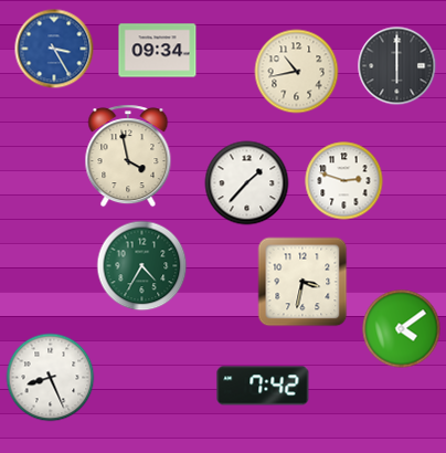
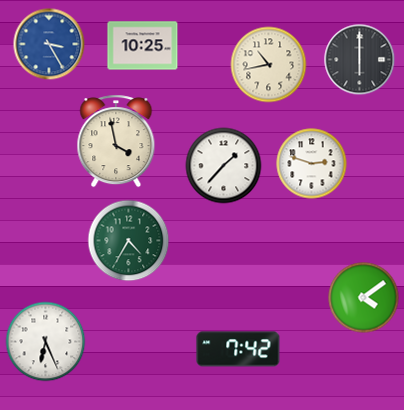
clock at (158, 51): 09:34 -> 10:25
clock at (302, 282): 3:32 -> none
clock at (51, 378): 8:26 -> 6:26
